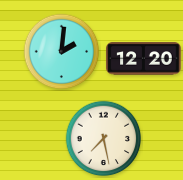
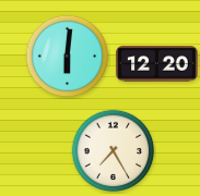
clock at (62, 52): 2:01 -> 6:01
clock at (104, 139): 7:28 -> 7:25
